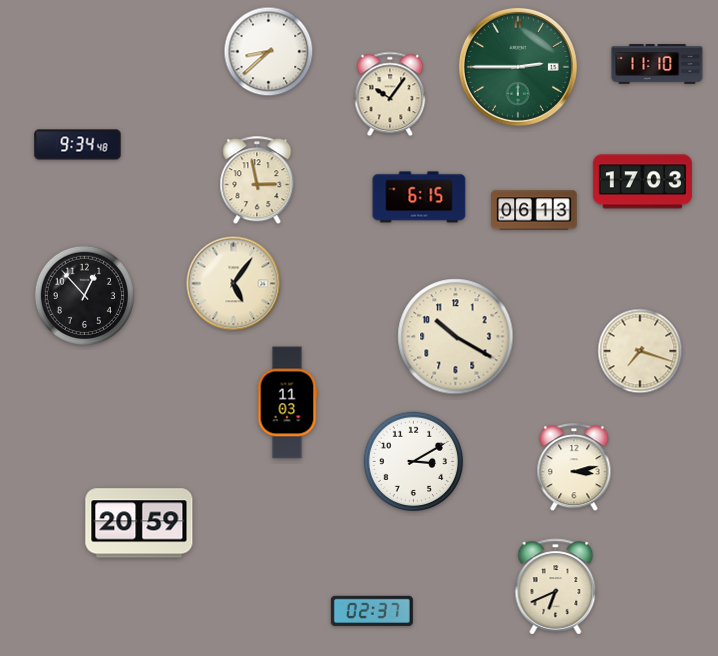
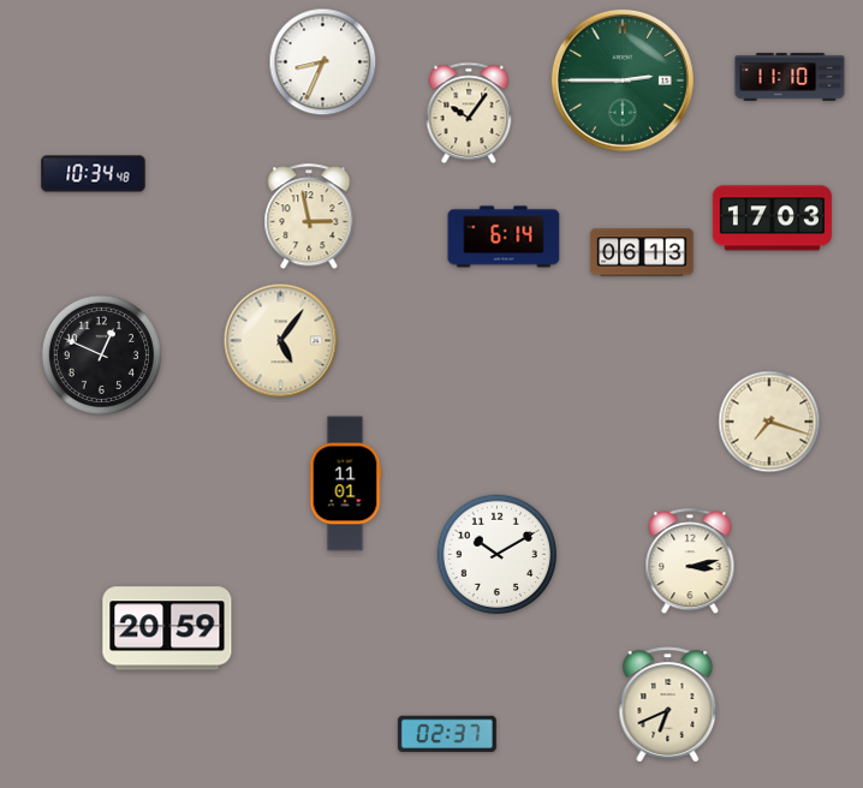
clock at (269, 52): 8:38 -> 8:34
clock at (78, 145): 9:34 -> 10:34
clock at (419, 197): 6:15 -> 6:14
clock at (84, 295): 12:53 -> 12:49
clock at (456, 337): 10:20 -> none
clock at (287, 403): 11:03 -> 11:01
clock at (413, 461): 3:10 -> 10:10
